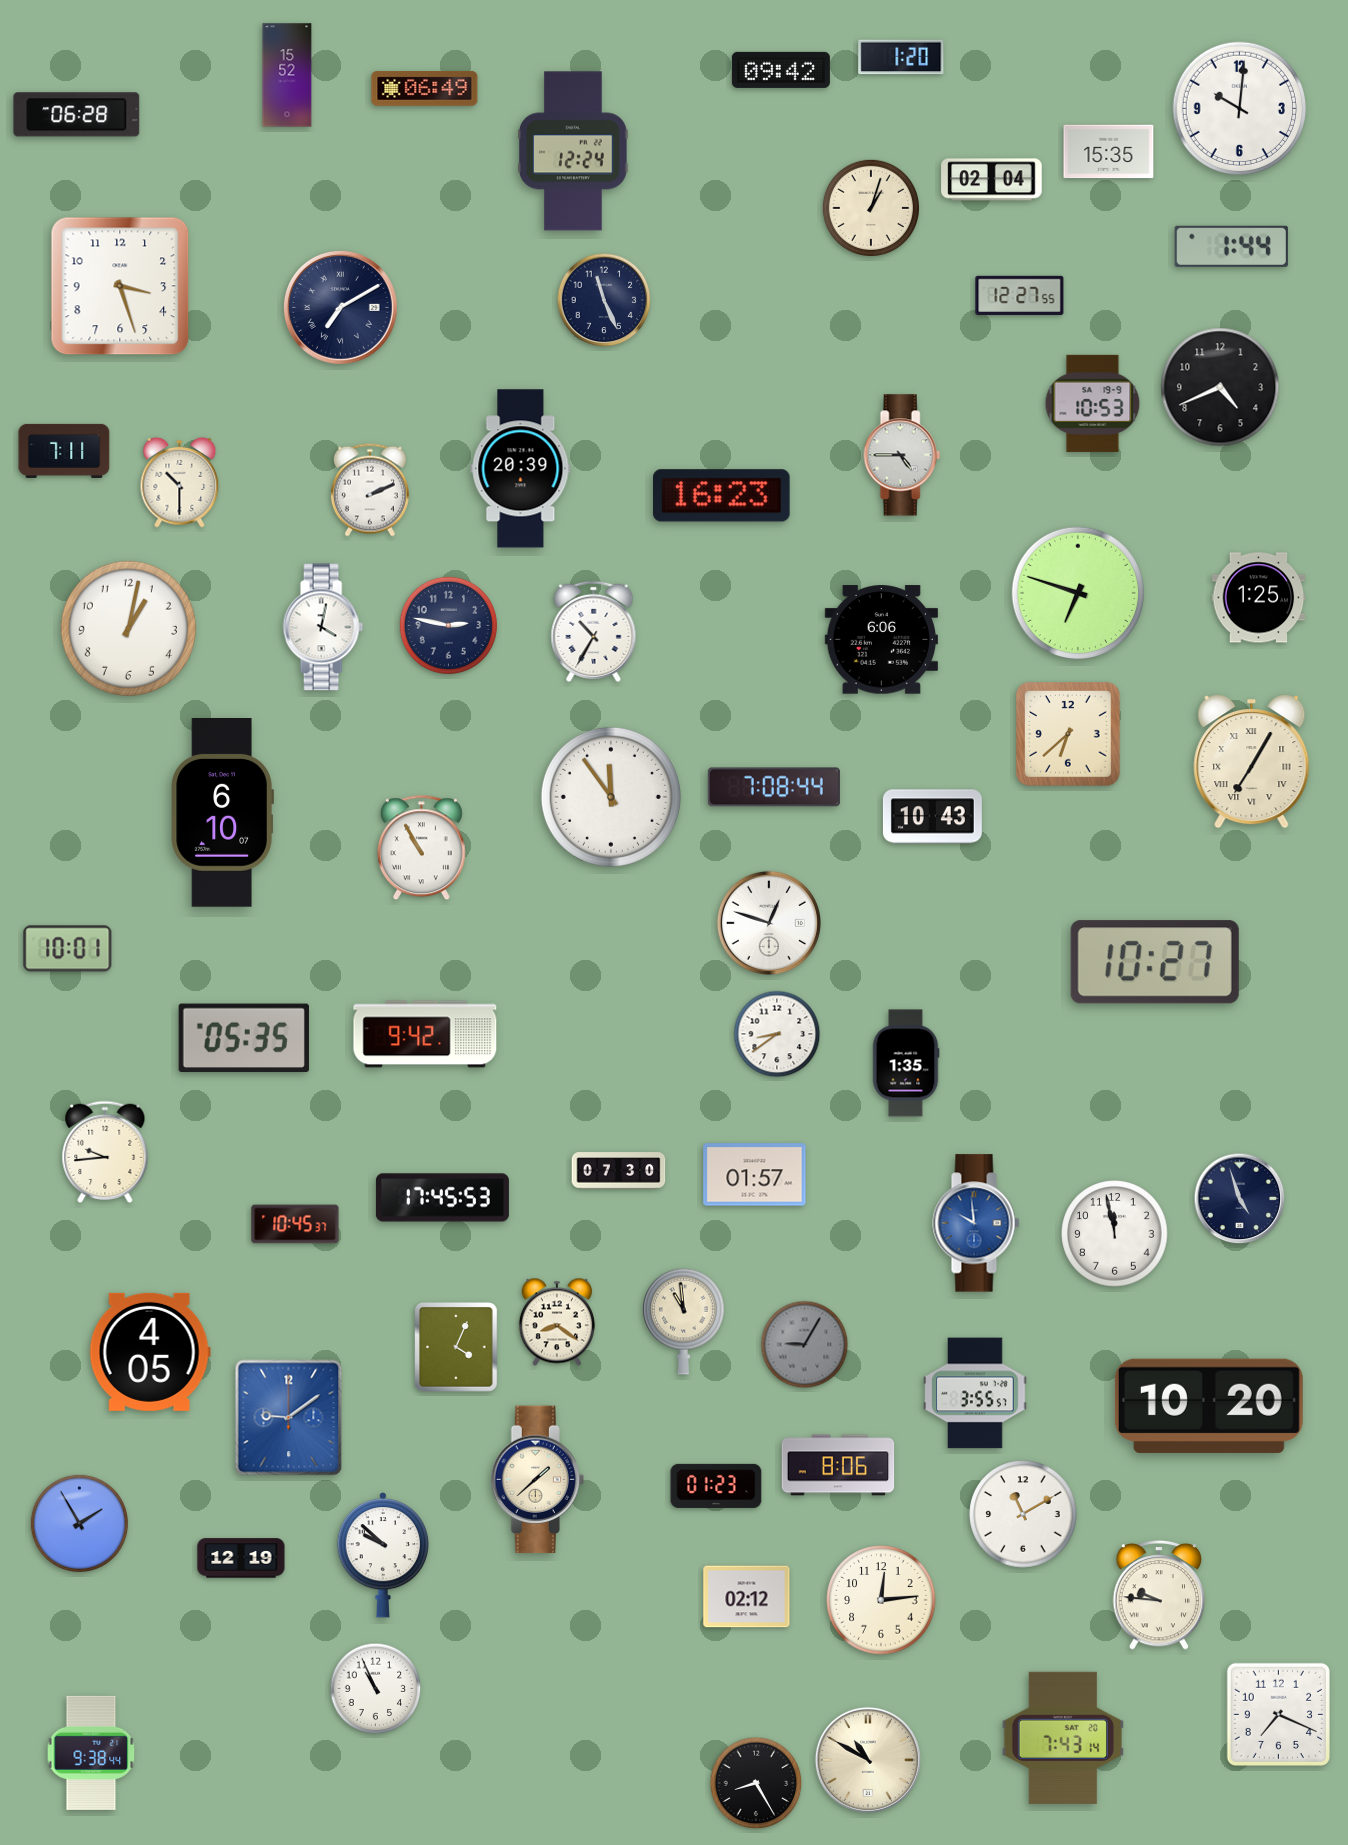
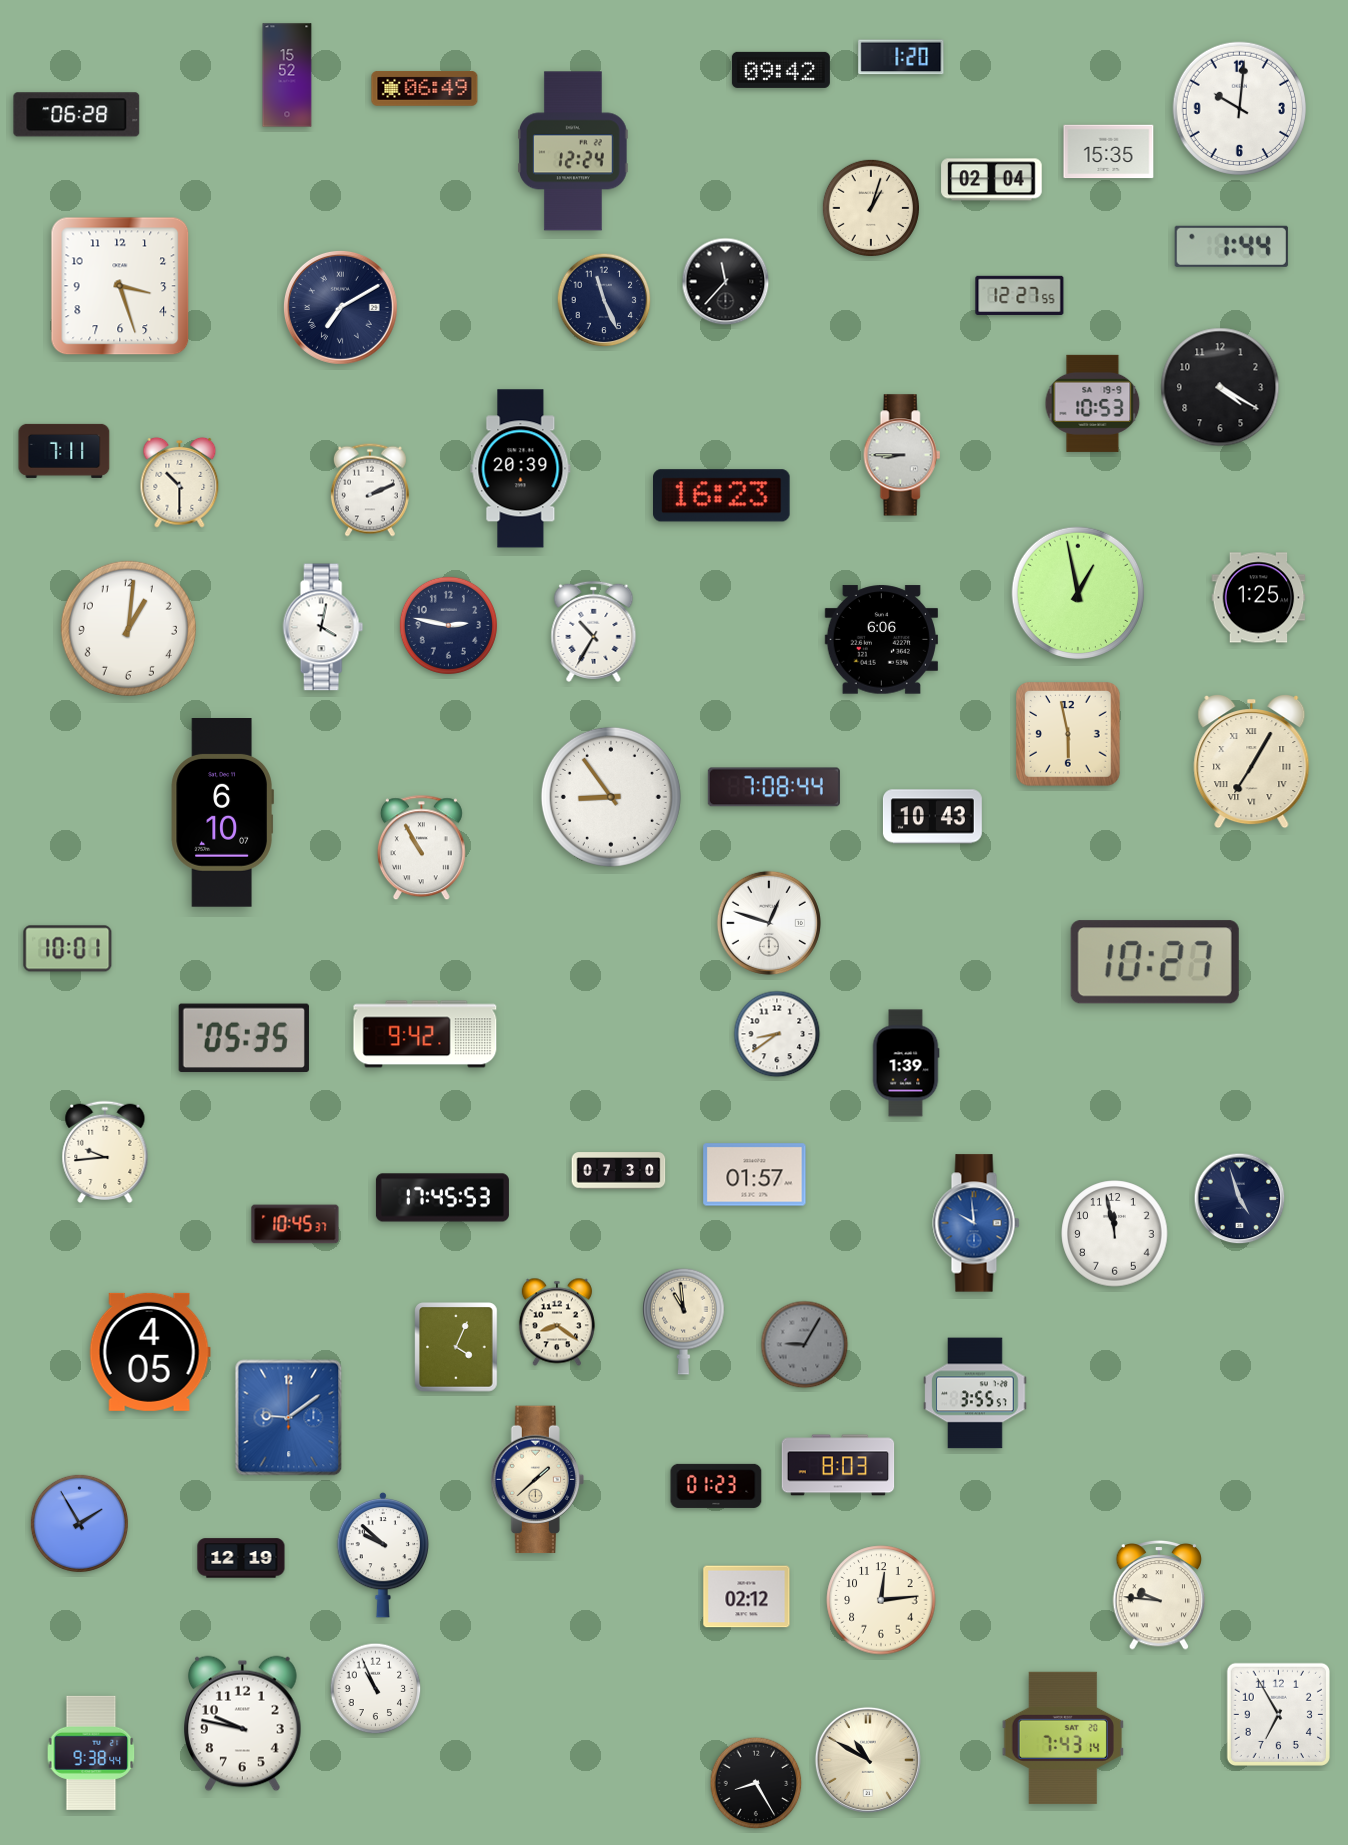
clock at (726, 282): none -> 11:37
clock at (1220, 387): 4:41 -> 4:20
clock at (902, 455): 4:45 -> 8:45
clock at (1078, 593): 6:48 -> 12:58
clock at (128, 628): 1:02 -> 1:01
clock at (1069, 735): 6:38 -> 5:58
clock at (611, 797): 11:54 -> 8:54
clock at (906, 1063): 1:35 -> 1:39
clock at (1209, 1406): 10:20 -> none
clock at (838, 1465): 8:06 -> 8:03
clock at (1023, 1514): 11:10 -> none
clock at (1278, 1714): 7:19 -> 6:55
clock at (243, 1724): none -> 9:47
